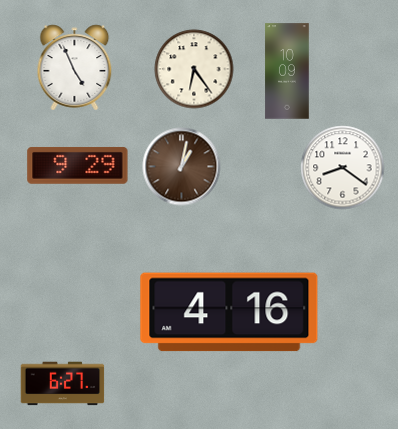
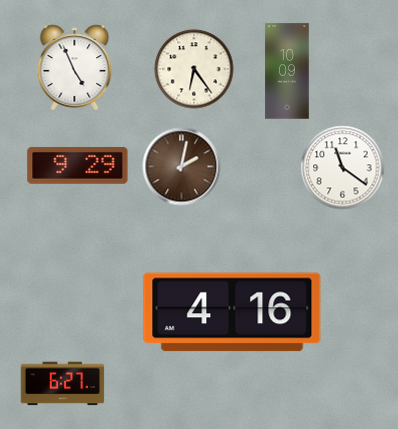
clock at (182, 167): 1:02 -> 2:02
clock at (343, 168): 8:21 -> 11:21
clock at (229, 312) position: (229, 312) -> (232, 312)
